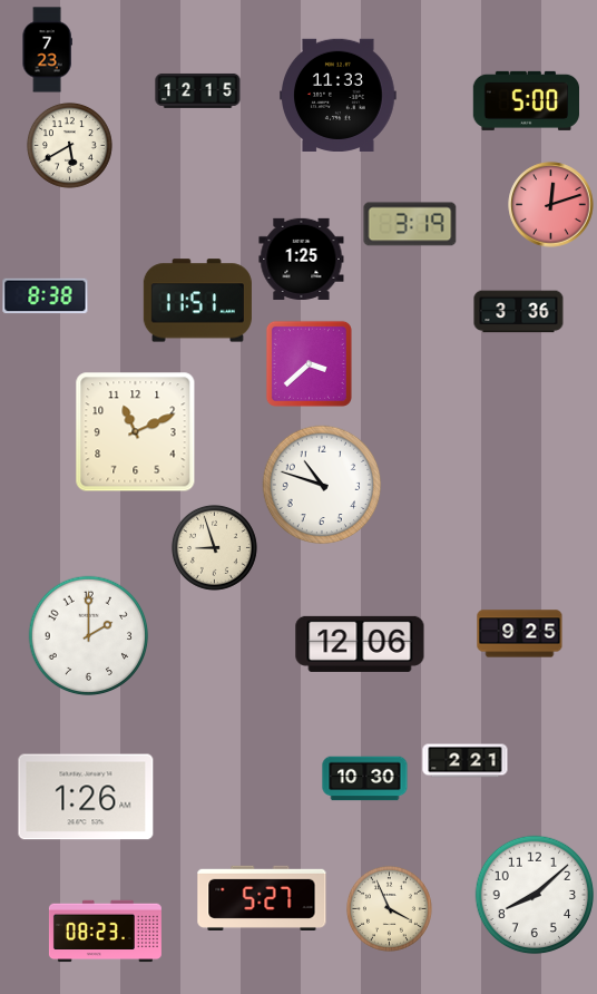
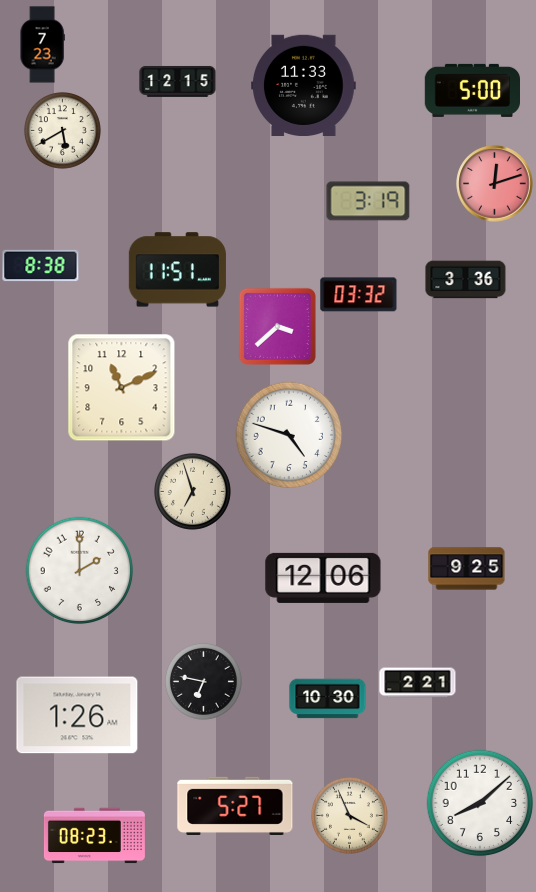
clock at (302, 259): 1:25 -> none
clock at (359, 295): none -> 03:32
clock at (322, 485): 10:48 -> 4:48
clock at (214, 547): 8:57 -> 6:57
clock at (203, 681): none -> 6:47
